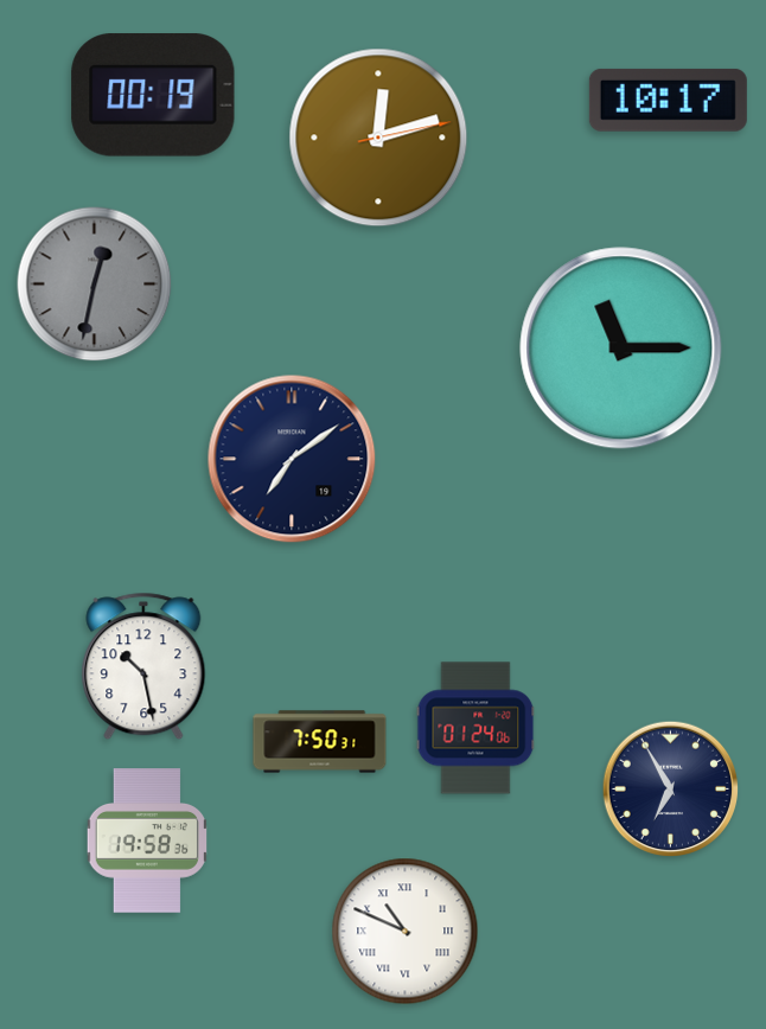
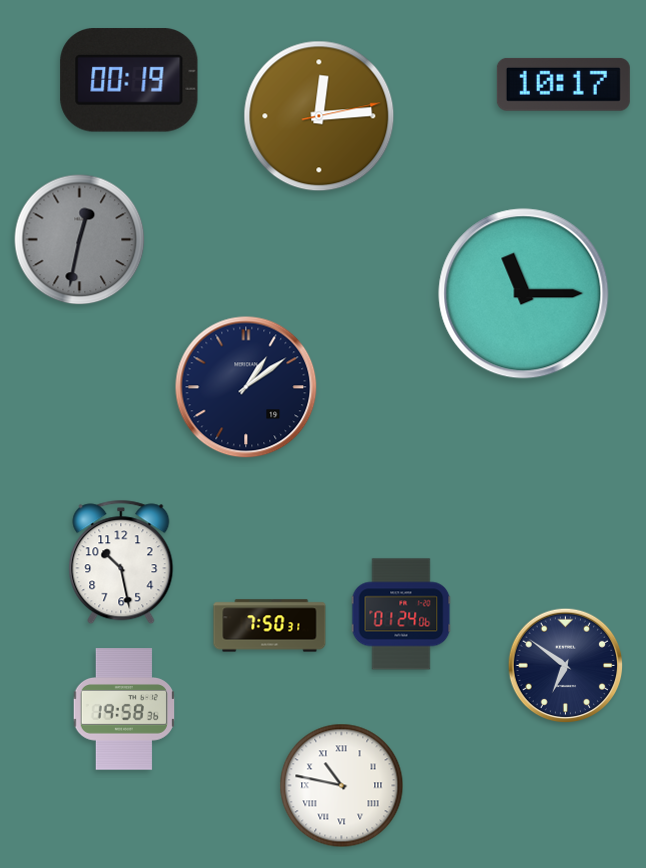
clock at (378, 138): 12:12 -> 12:14
clock at (292, 459): 7:09 -> 1:09
clock at (671, 790): 6:55 -> 6:51
clock at (406, 932): 10:49 -> 10:47
